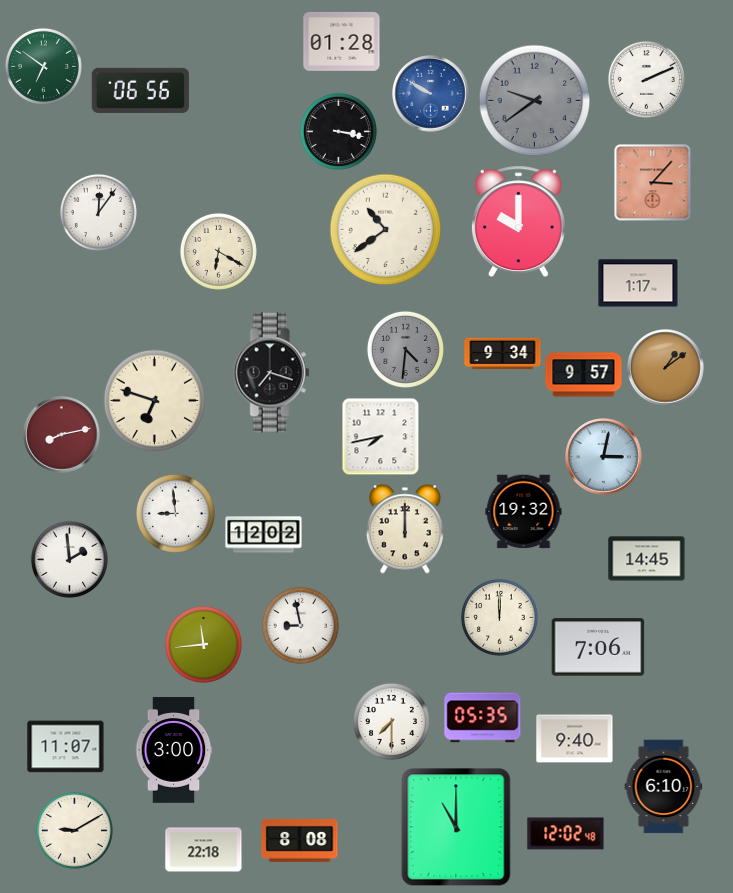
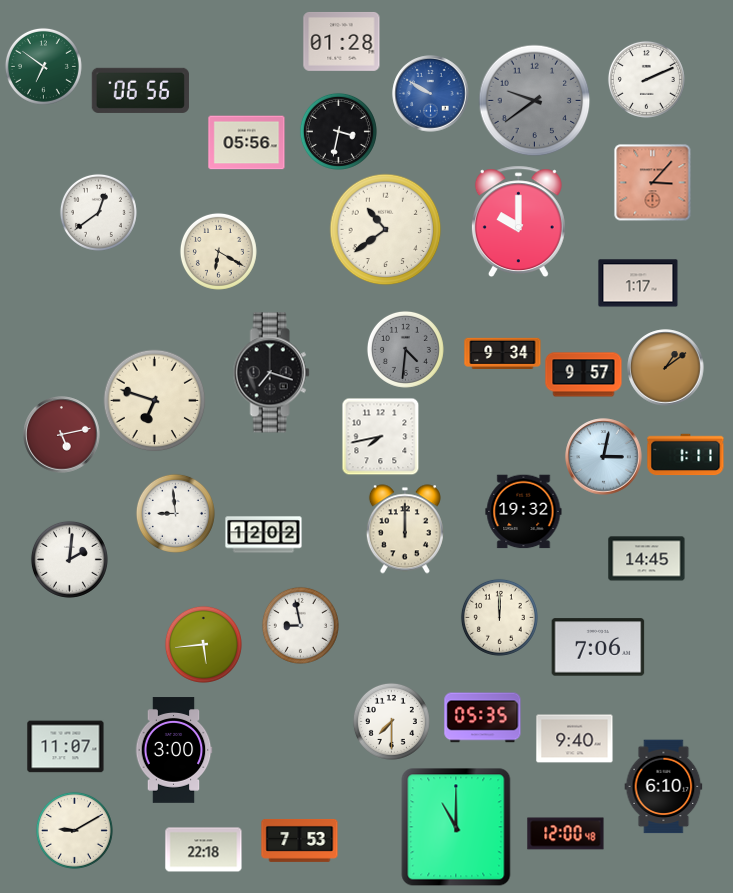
clock at (338, 131): 3:17 -> 3:32
clock at (247, 143): none -> 05:56
clock at (98, 212): 12:06 -> 12:39
clock at (62, 435): 8:13 -> 5:13
clock at (686, 455): none -> 1:11
clock at (69, 559): 1:59 -> 2:01
clock at (203, 644): 11:44 -> 5:44
clock at (566, 834): 12:02 -> 12:00
clock at (300, 840): 8:08 -> 7:53
